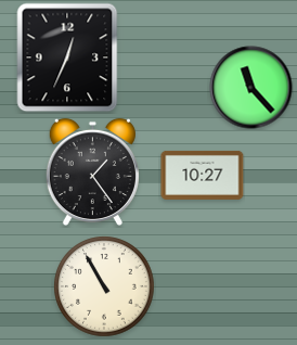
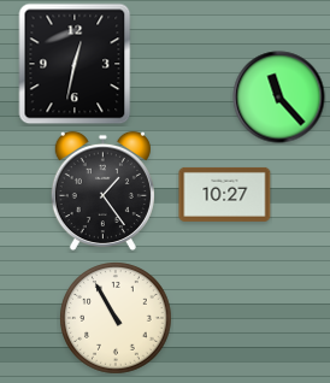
clock at (67, 58): 12:34 -> 12:32
